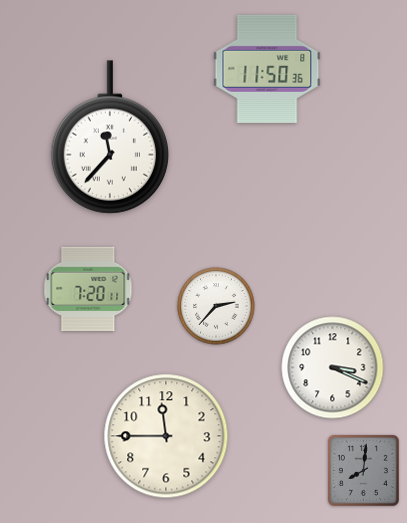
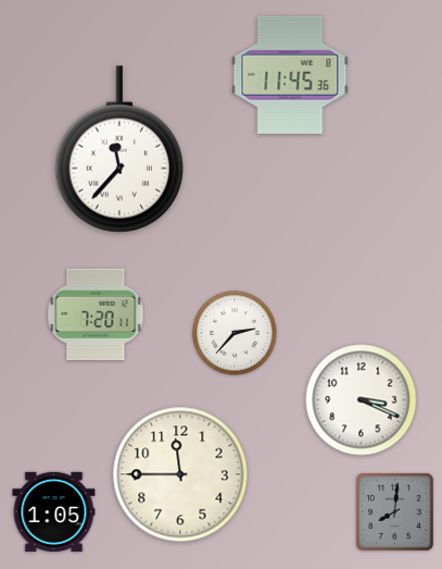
clock at (267, 69): 11:50 -> 11:45
clock at (54, 511): none -> 1:05
